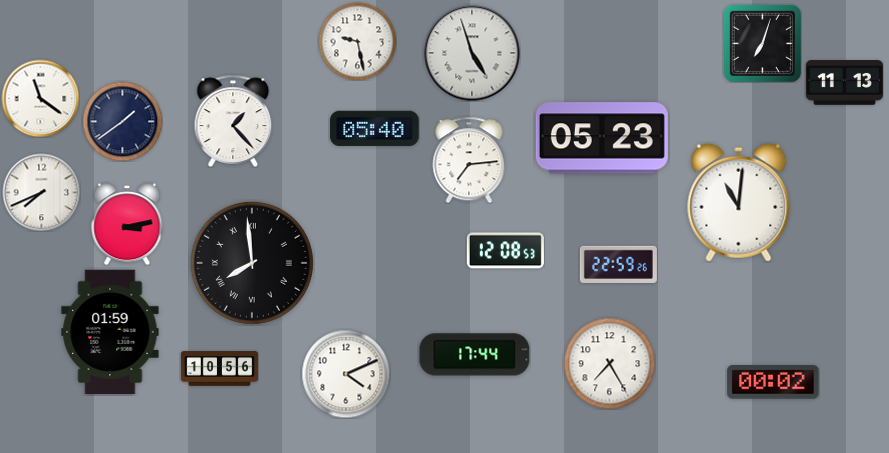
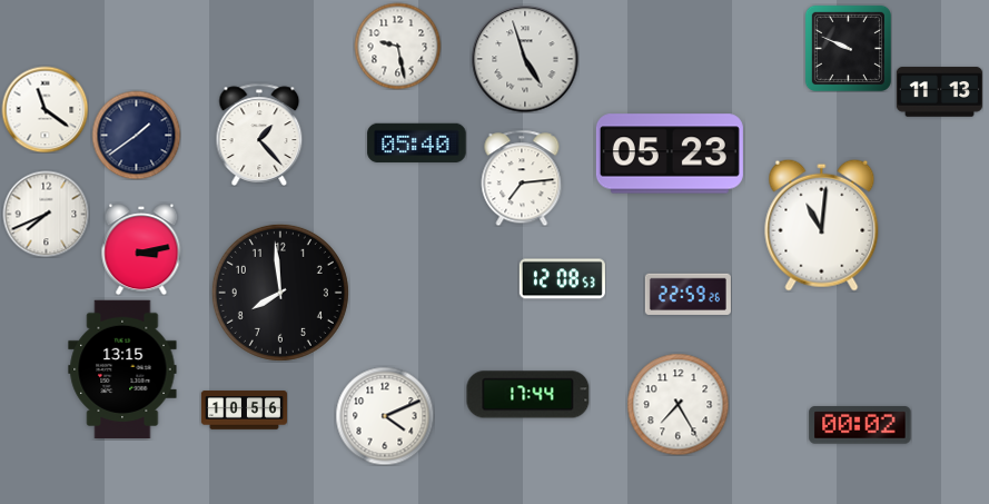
clock at (762, 43): 7:03 -> 9:49
clock at (252, 263) numerals: Roman -> Arabic
clock at (110, 332): 01:59 -> 13:15
